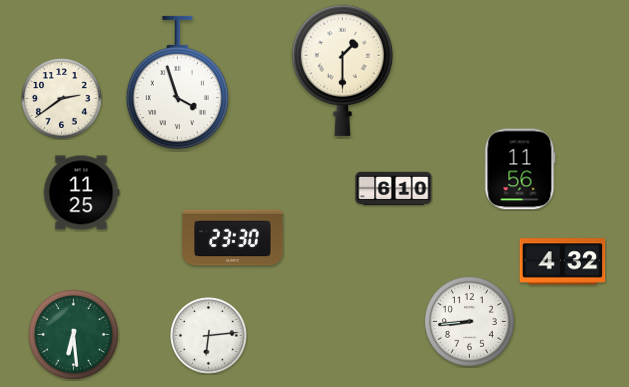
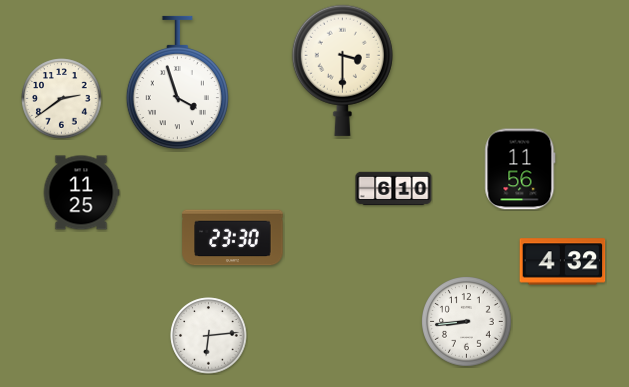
clock at (342, 70): 1:30 -> 3:30
clock at (470, 322) position: (470, 322) -> (467, 322)
clock at (74, 335): 6:29 -> none
